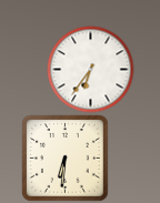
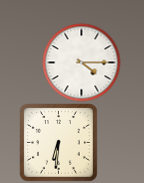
clock at (90, 69): 6:36 -> 4:15
